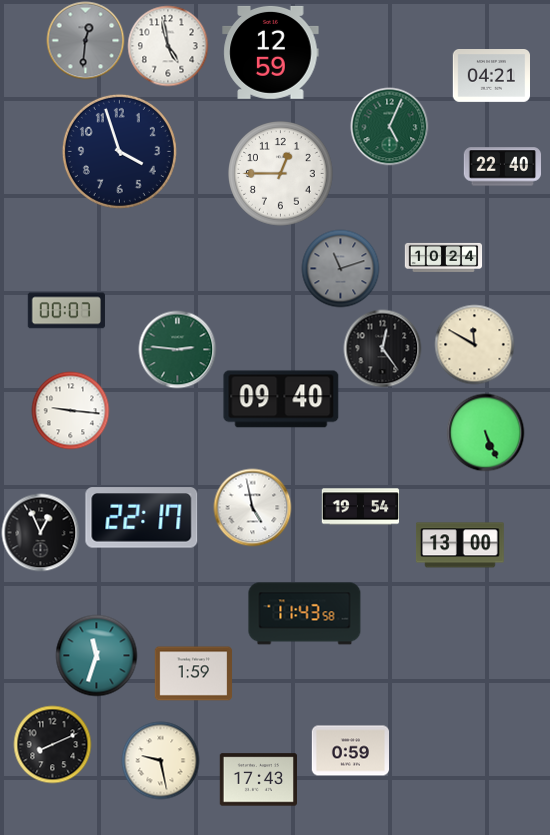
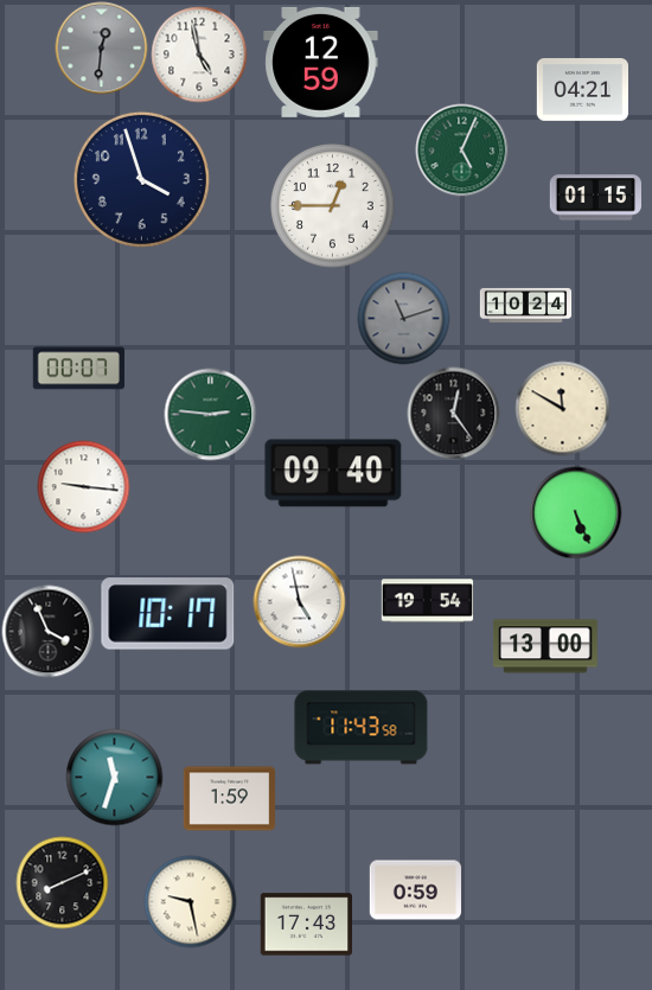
clock at (502, 167): 22:40 -> 01:15
clock at (142, 518): 22:17 -> 10:17
clock at (40, 532): 12:56 -> 3:56
